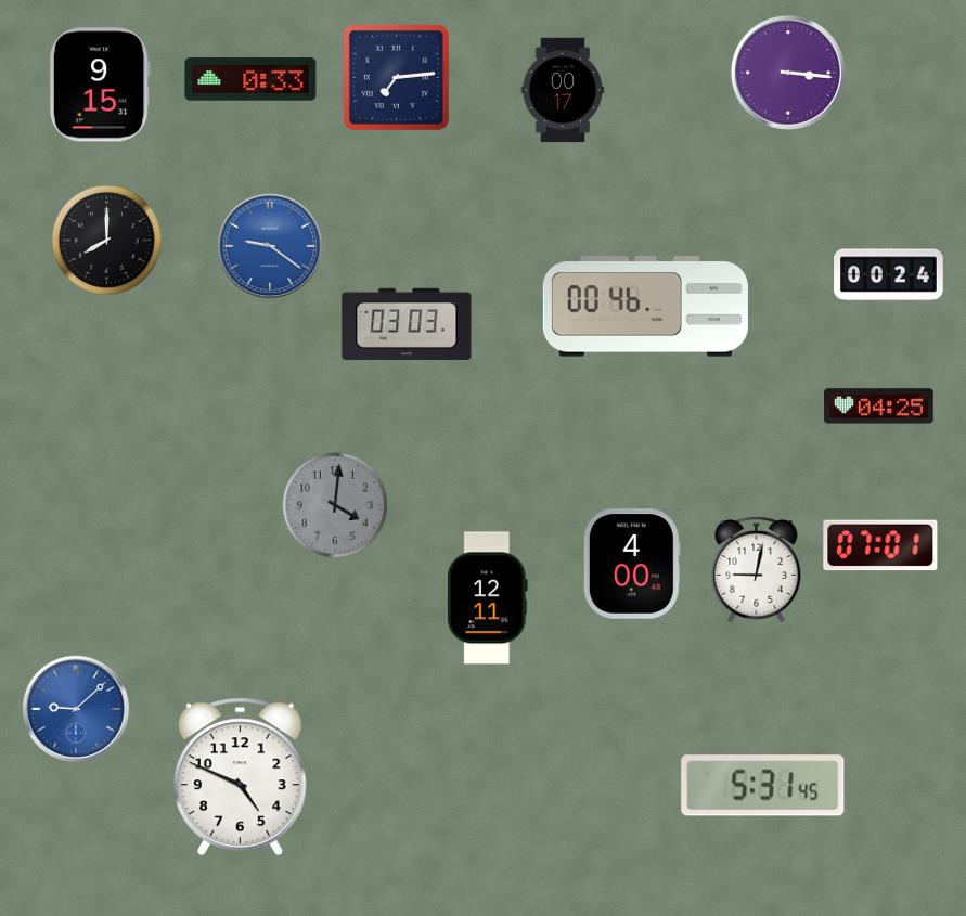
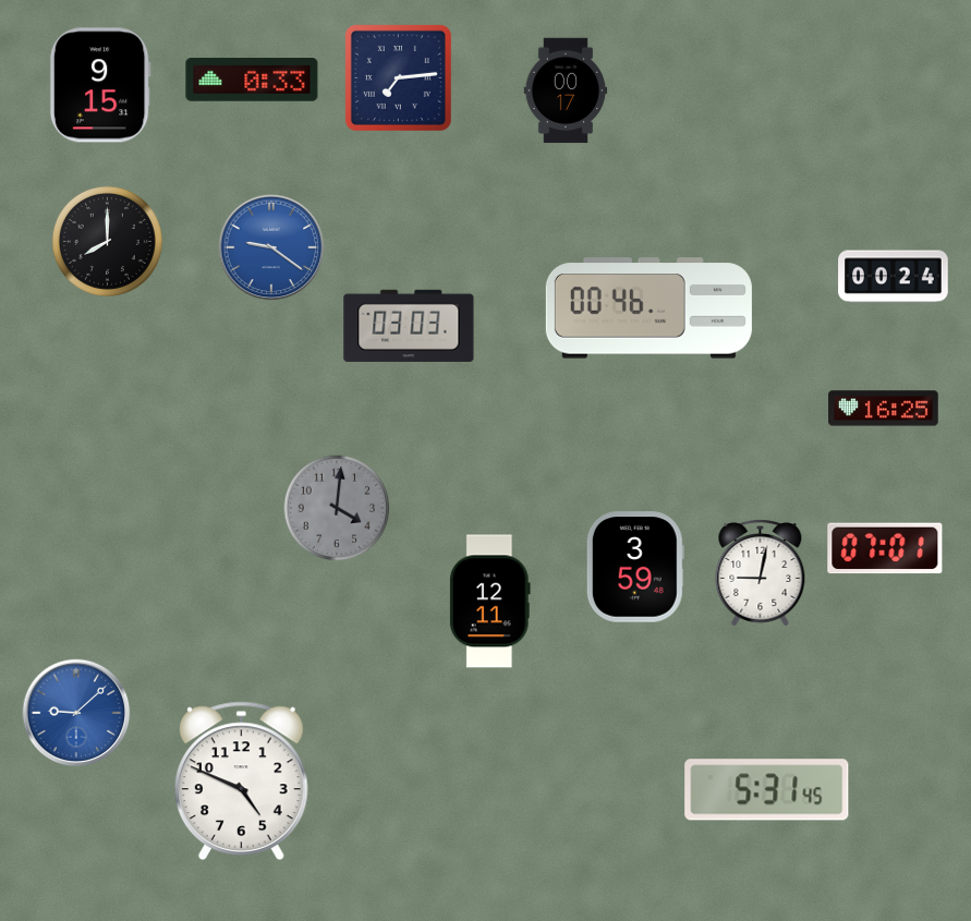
clock at (788, 73): 3:16 -> none
clock at (879, 407): 04:25 -> 16:25
clock at (632, 564): 4:00 -> 3:59
